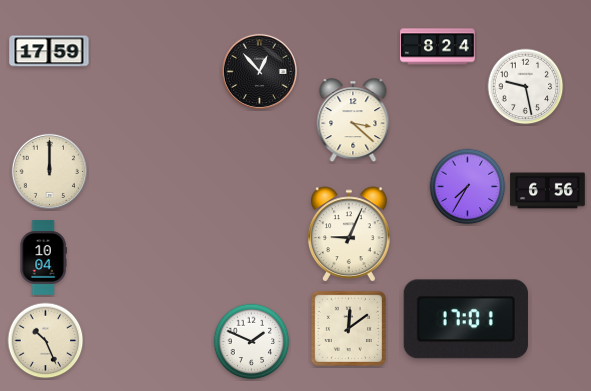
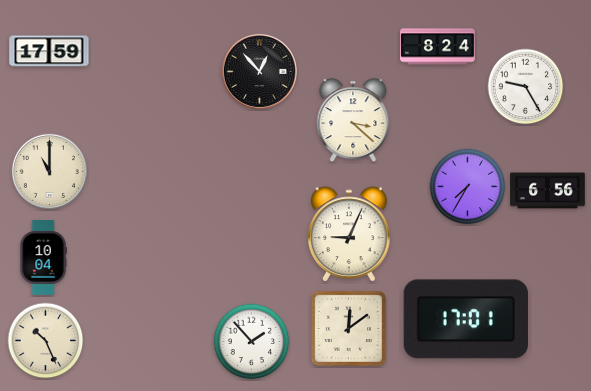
clock at (526, 87): 9:28 -> 9:25
clock at (49, 171): 12:00 -> 11:00
clock at (252, 342): 1:49 -> 1:53
